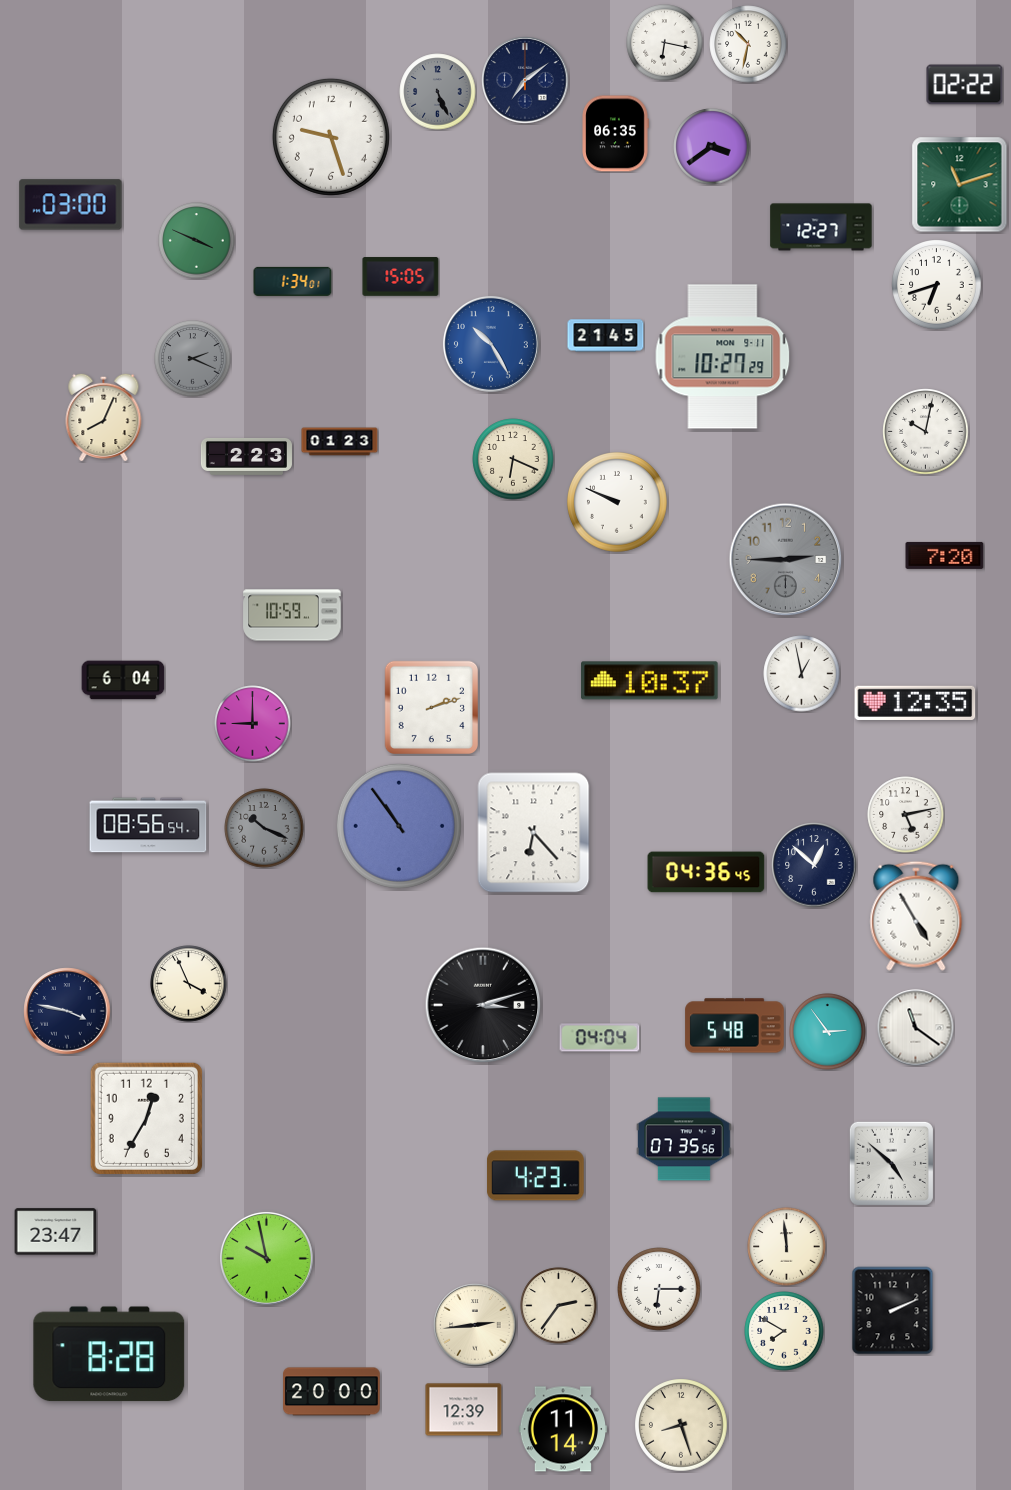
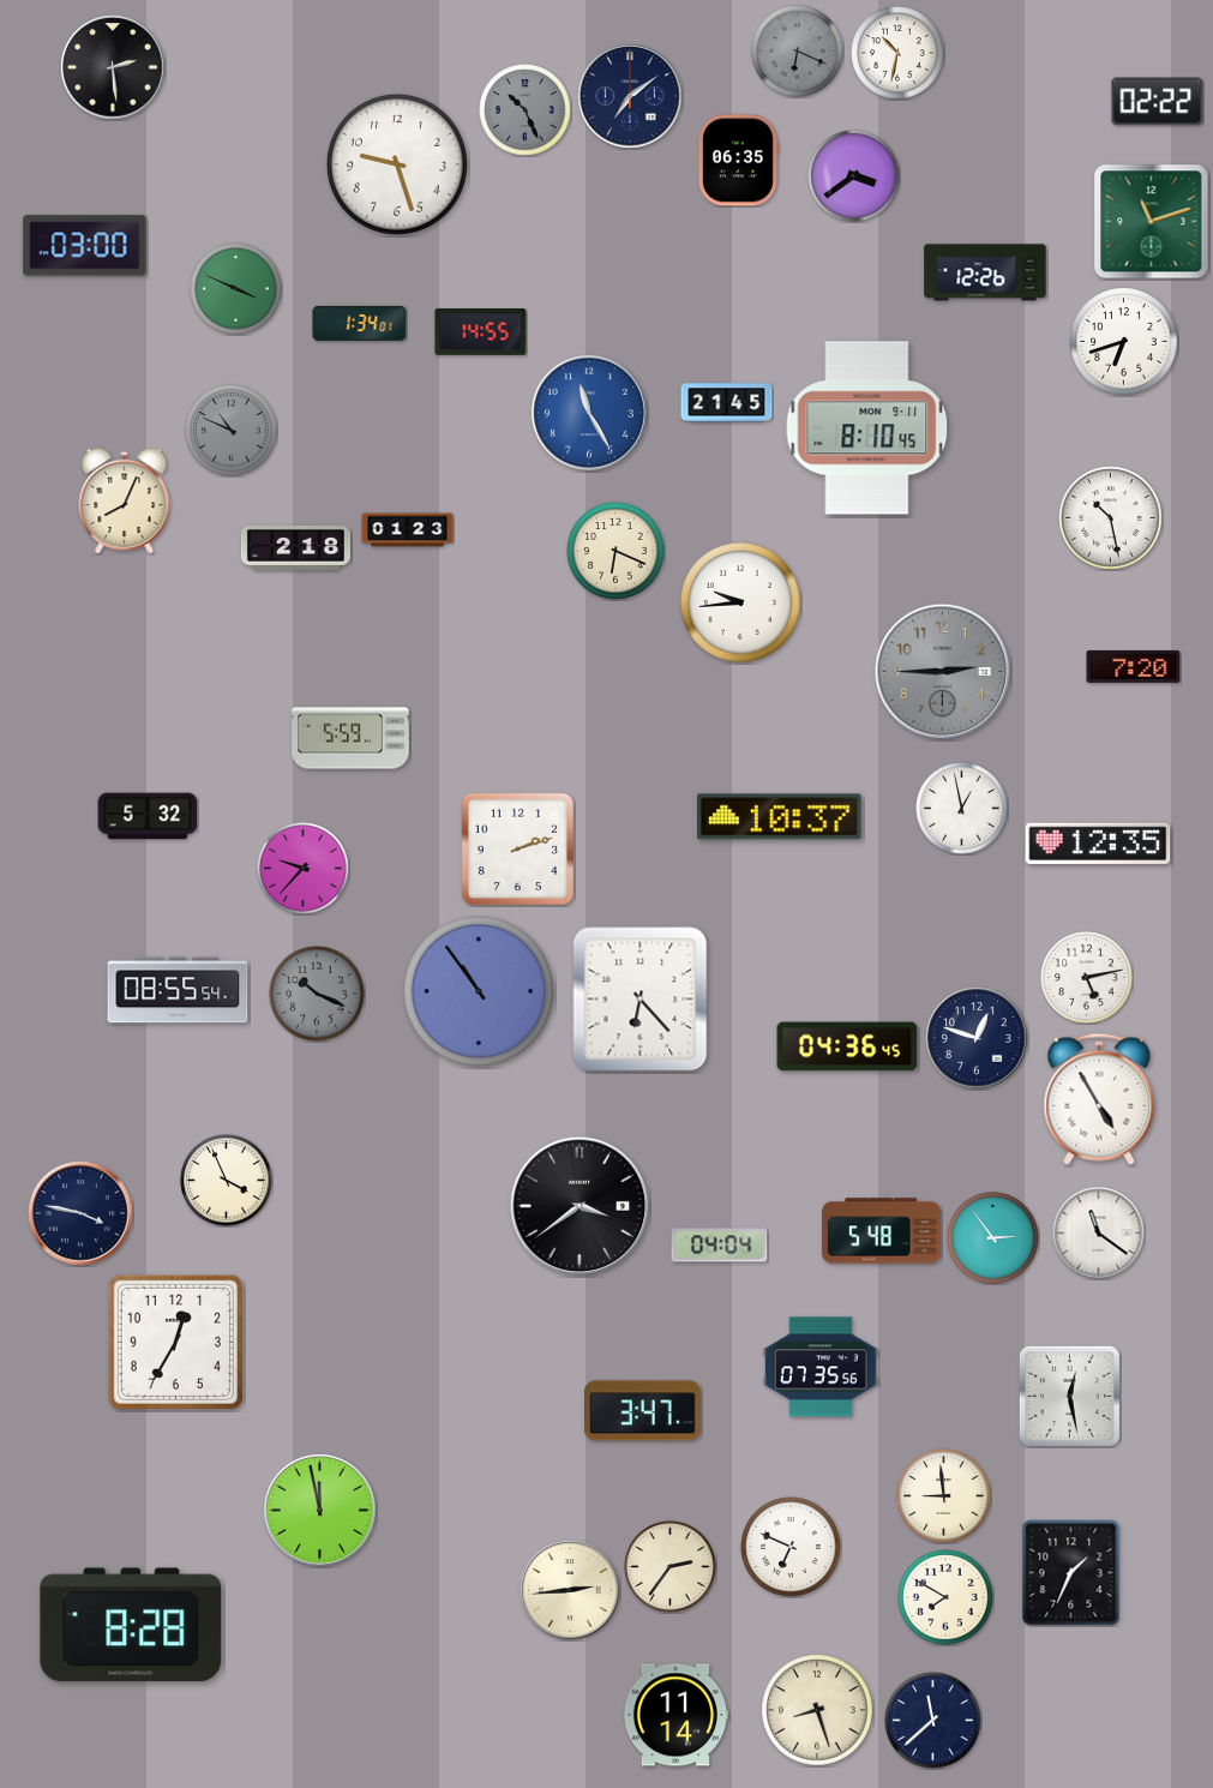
clock at (665, 43): 6:17 -> 6:19
clock at (665, 43) dial: white -> grey
clock at (113, 67): none -> 2:29
clock at (438, 92): 5:26 -> 10:26
clock at (821, 227): 12:27 -> 12:26
clock at (401, 277): 15:05 -> 14:55
clock at (293, 281) position: (293, 281) -> (360, 323)
clock at (491, 344): 10:25 -> 11:25
clock at (723, 357): 10:27 -> 8:10
clock at (193, 359): 2:19 -> 10:49
clock at (926, 432): 10:02 -> 10:28
clock at (246, 456): 2:23 -> 2:18
clock at (618, 503): 9:49 -> 9:44
clock at (292, 615): 10:59 -> 5:59
clock at (123, 680): 6:04 -> 5:32
clock at (253, 724): 9:00 -> 9:37
clock at (148, 825): 08:56 -> 08:55
clock at (814, 865): 12:52 -> 12:48
clock at (483, 1005): 3:12 -> 3:39
clock at (891, 1163): 4:52 -> 12:28
clock at (536, 1176): 4:23 -> 3:47
clock at (56, 1232): 23:47 -> none
clock at (787, 1247): 11:59 -> 8:59
clock at (266, 1258): 9:58 -> 11:58
clock at (659, 1289): 6:15 -> 6:49
clock at (893, 1311): 2:11 -> 1:34
clock at (784, 1331) position: (784, 1331) -> (945, 1597)
clock at (332, 1392): 20:00 -> none
clock at (464, 1410): 12:39 -> none
clock at (933, 1721): none -> 11:38
